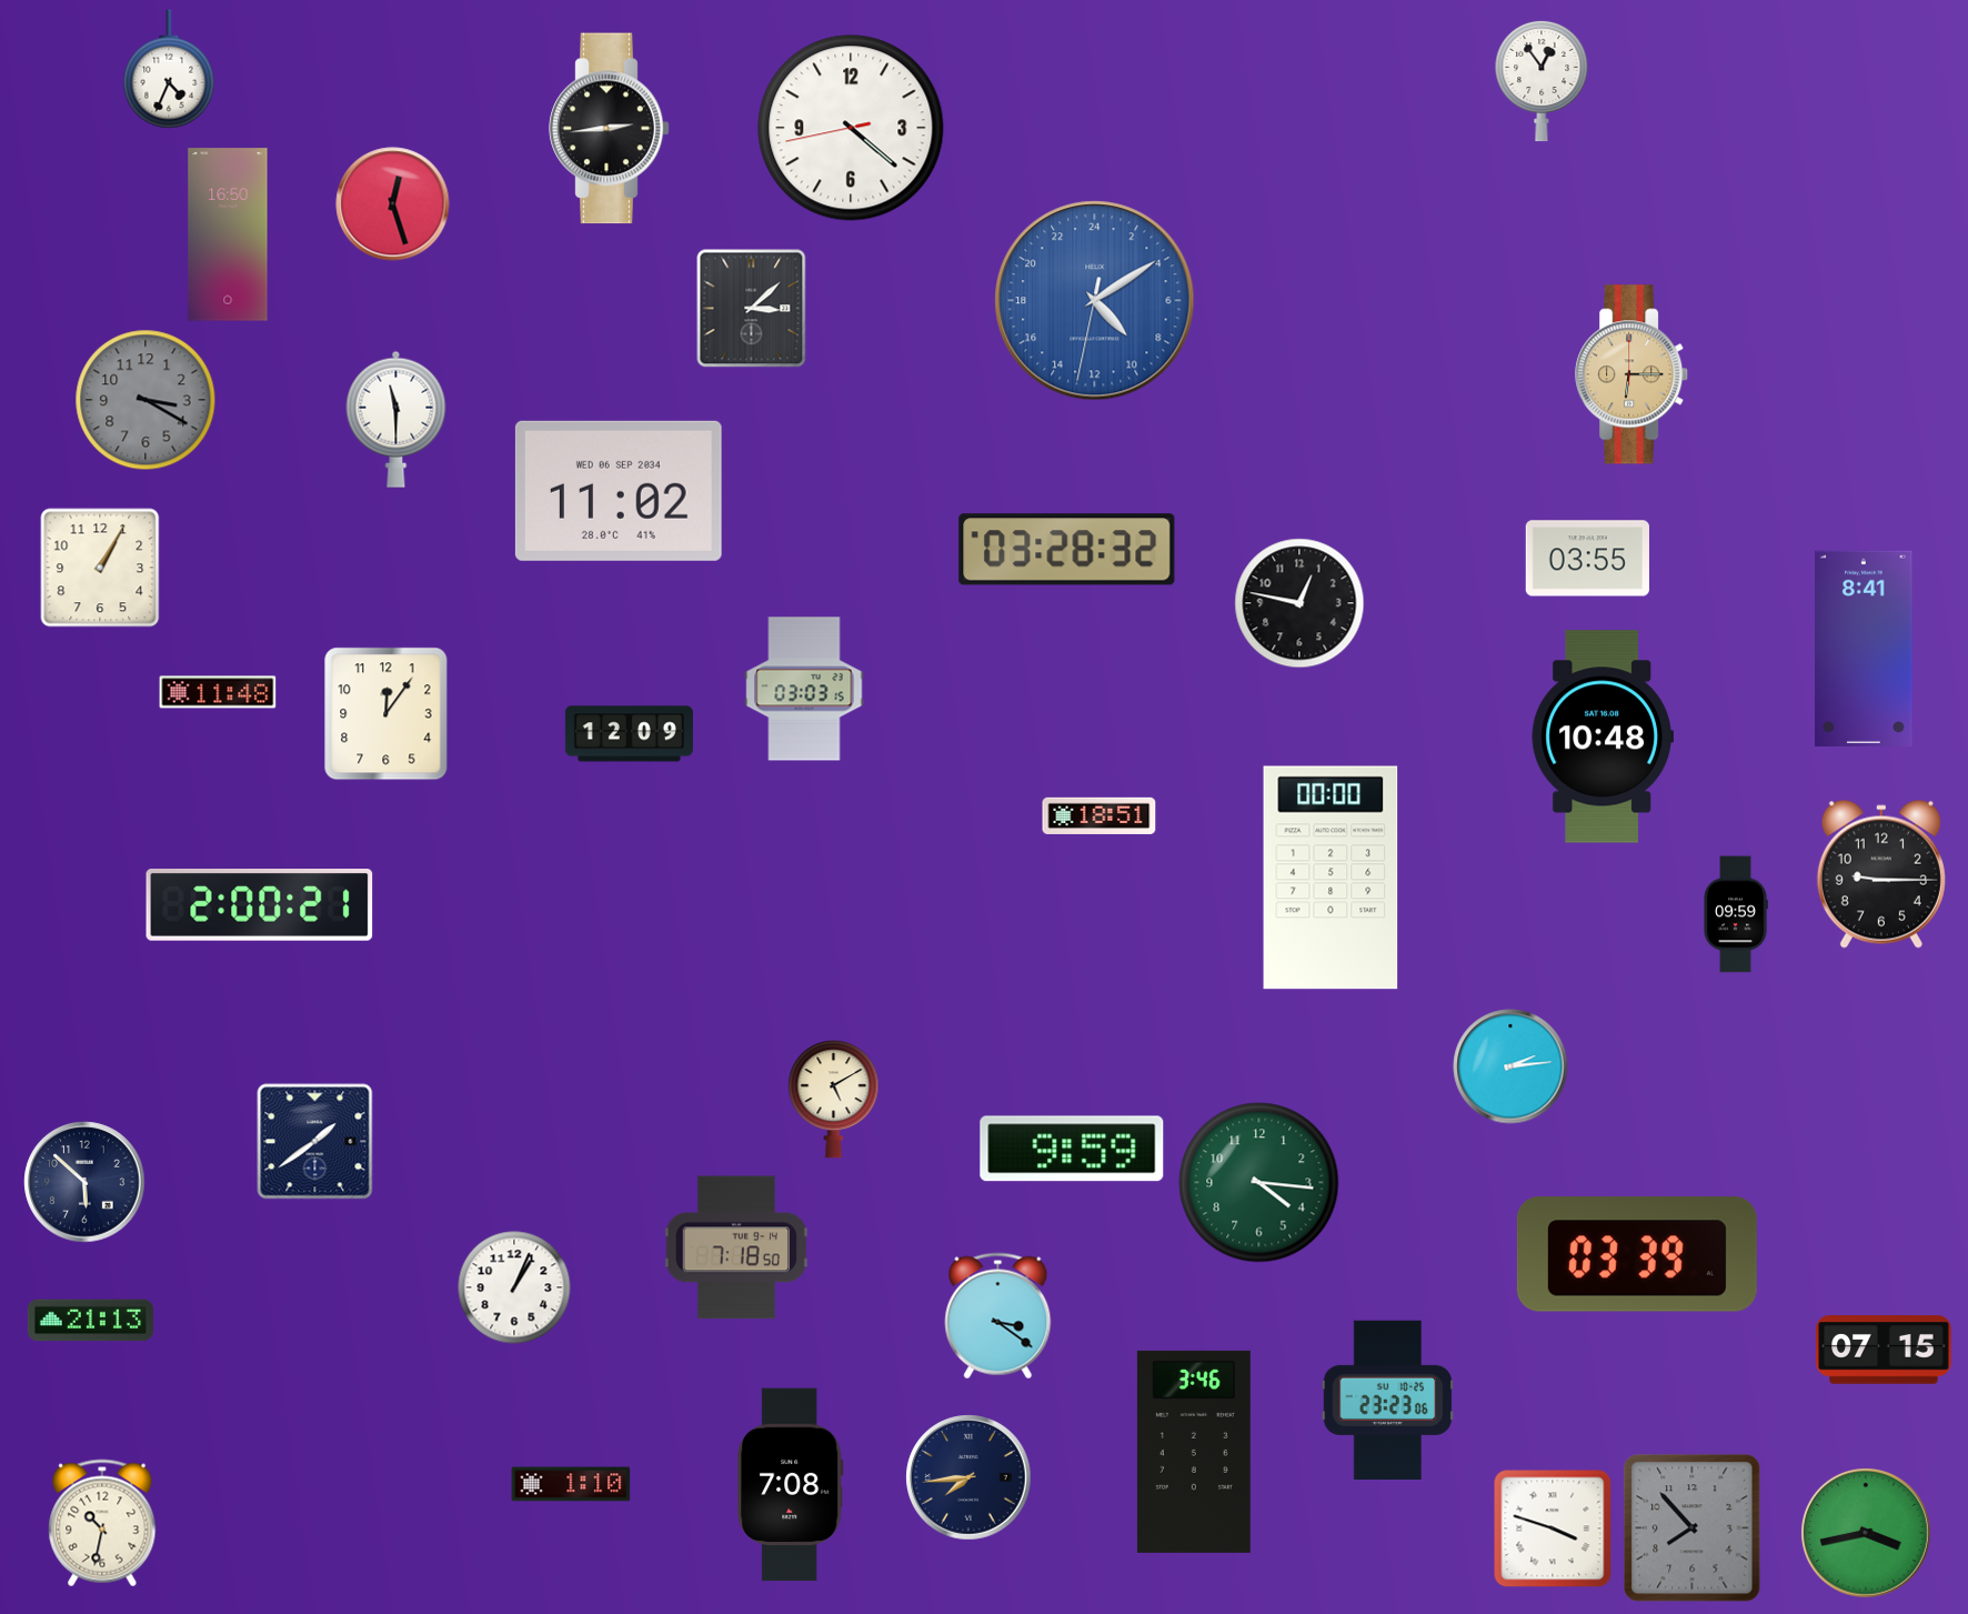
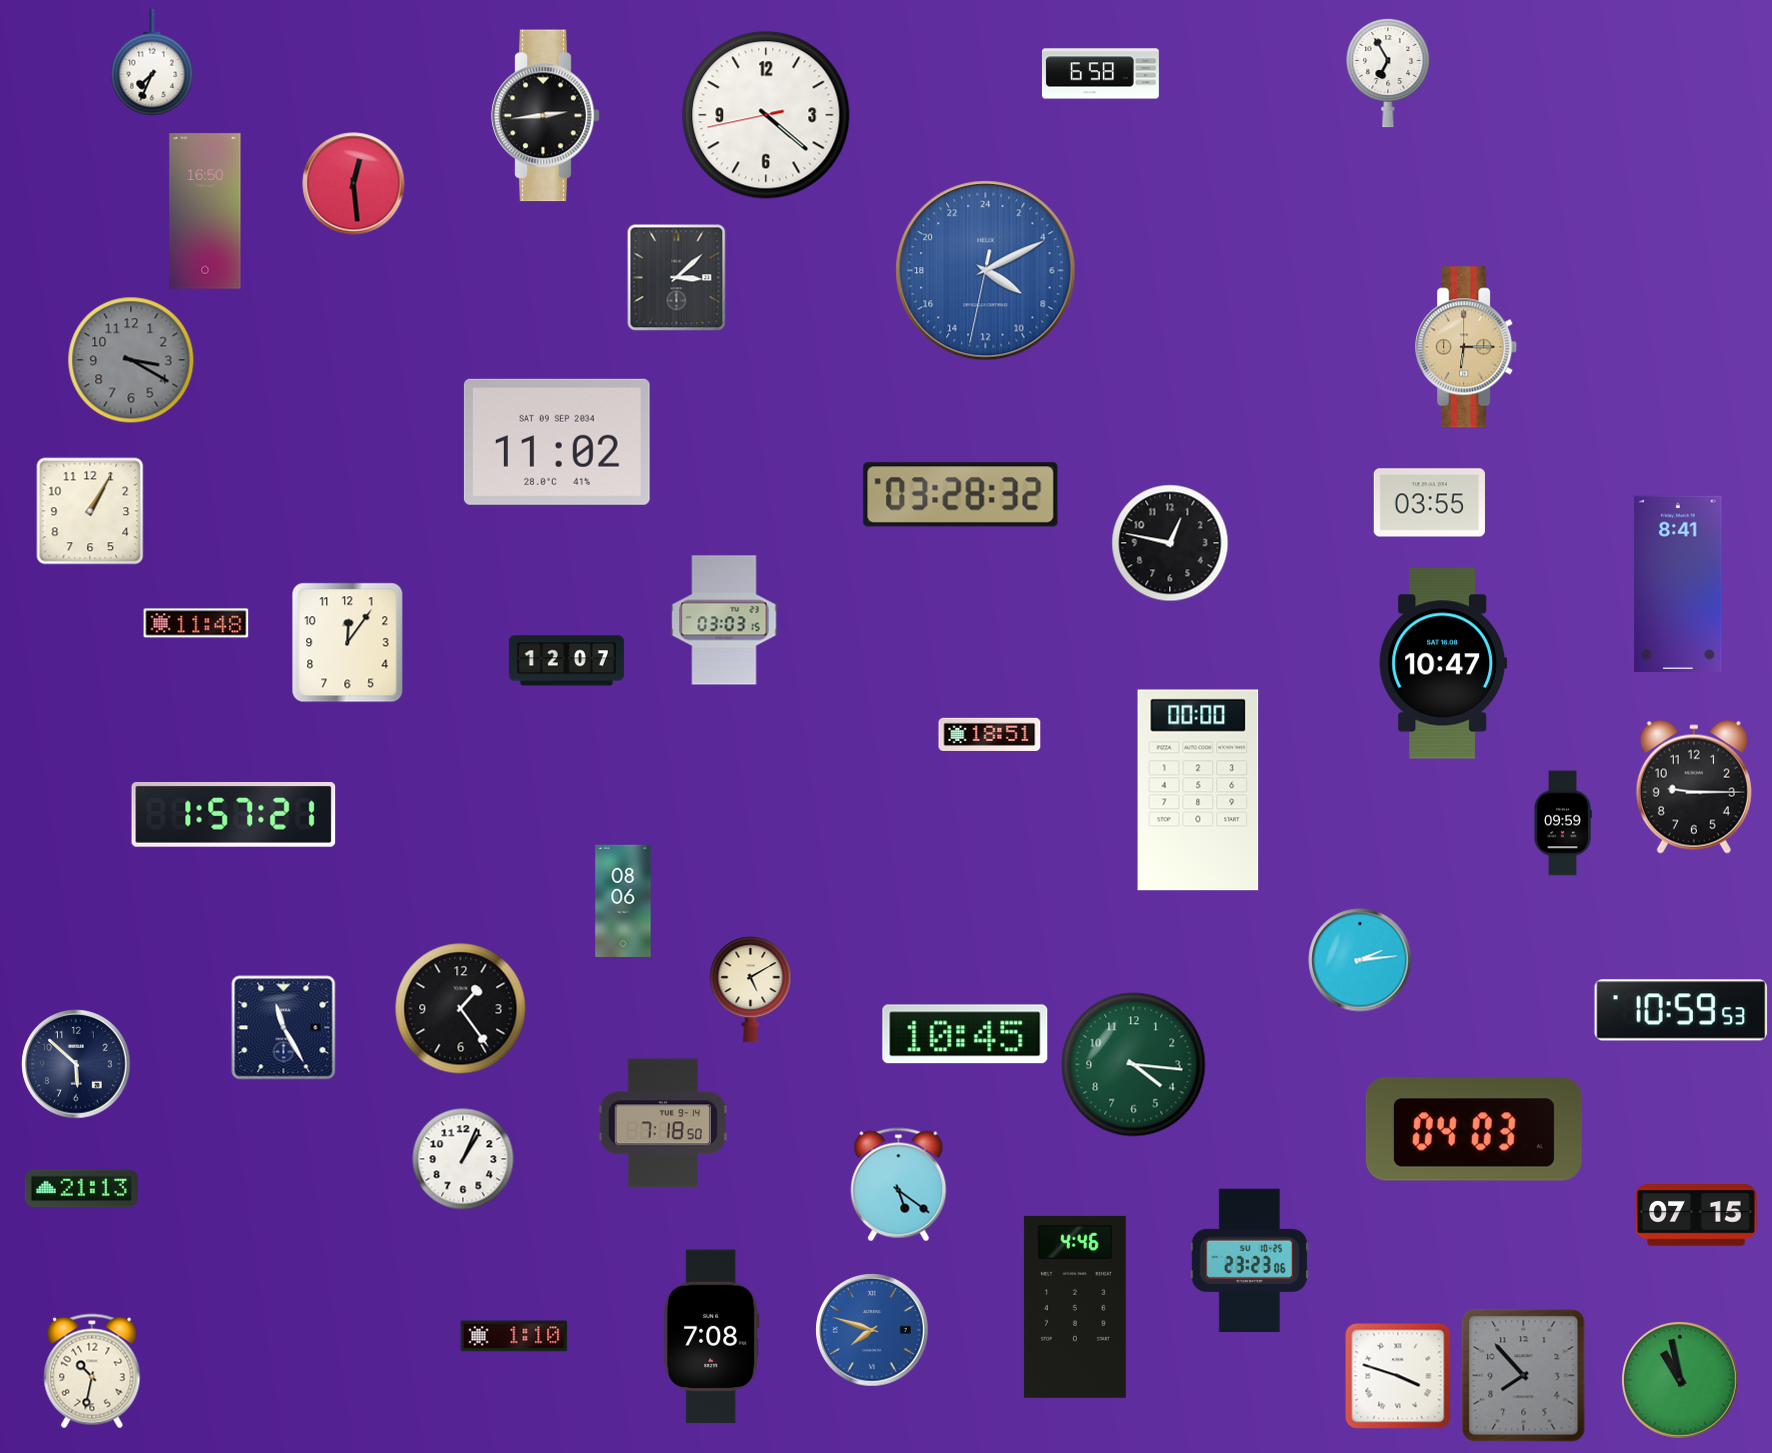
clock at (169, 69): 4:34 -> 7:34
clock at (1542, 81): 12:54 -> 6:55
clock at (1100, 74): none -> 6:58
clock at (610, 129) position: (610, 129) -> (546, 116)
clock at (393, 204): 12:27 -> 12:29
clock at (1095, 301): 9:09 -> 8:10
clock at (1633, 374) position: (1633, 374) -> (1467, 347)
clock at (396, 419): 11:30 -> none
clock at (619, 491) date: WED 06 SEP 2034 -> SAT 09 SEP 2034
clock at (629, 734): 12:09 -> 12:07
clock at (1603, 736): 10:48 -> 10:47
clock at (260, 905): 2:00 -> 1:57
clock at (623, 900): none -> 08:06
clock at (461, 1009): none -> 1:24
clock at (1681, 1010): none -> 10:59
clock at (315, 1142): 1:39 -> 11:25
clock at (1072, 1149): 9:59 -> 10:45
clock at (1637, 1254): 03:39 -> 04:03
clock at (998, 1316): 3:21 -> 5:21
clock at (1194, 1452): 3:46 -> 4:46
clock at (968, 1477): 7:44 -> 7:48
clock at (968, 1477) dial: navy -> blue
clock at (1867, 1534): 3:43 -> 10:58
